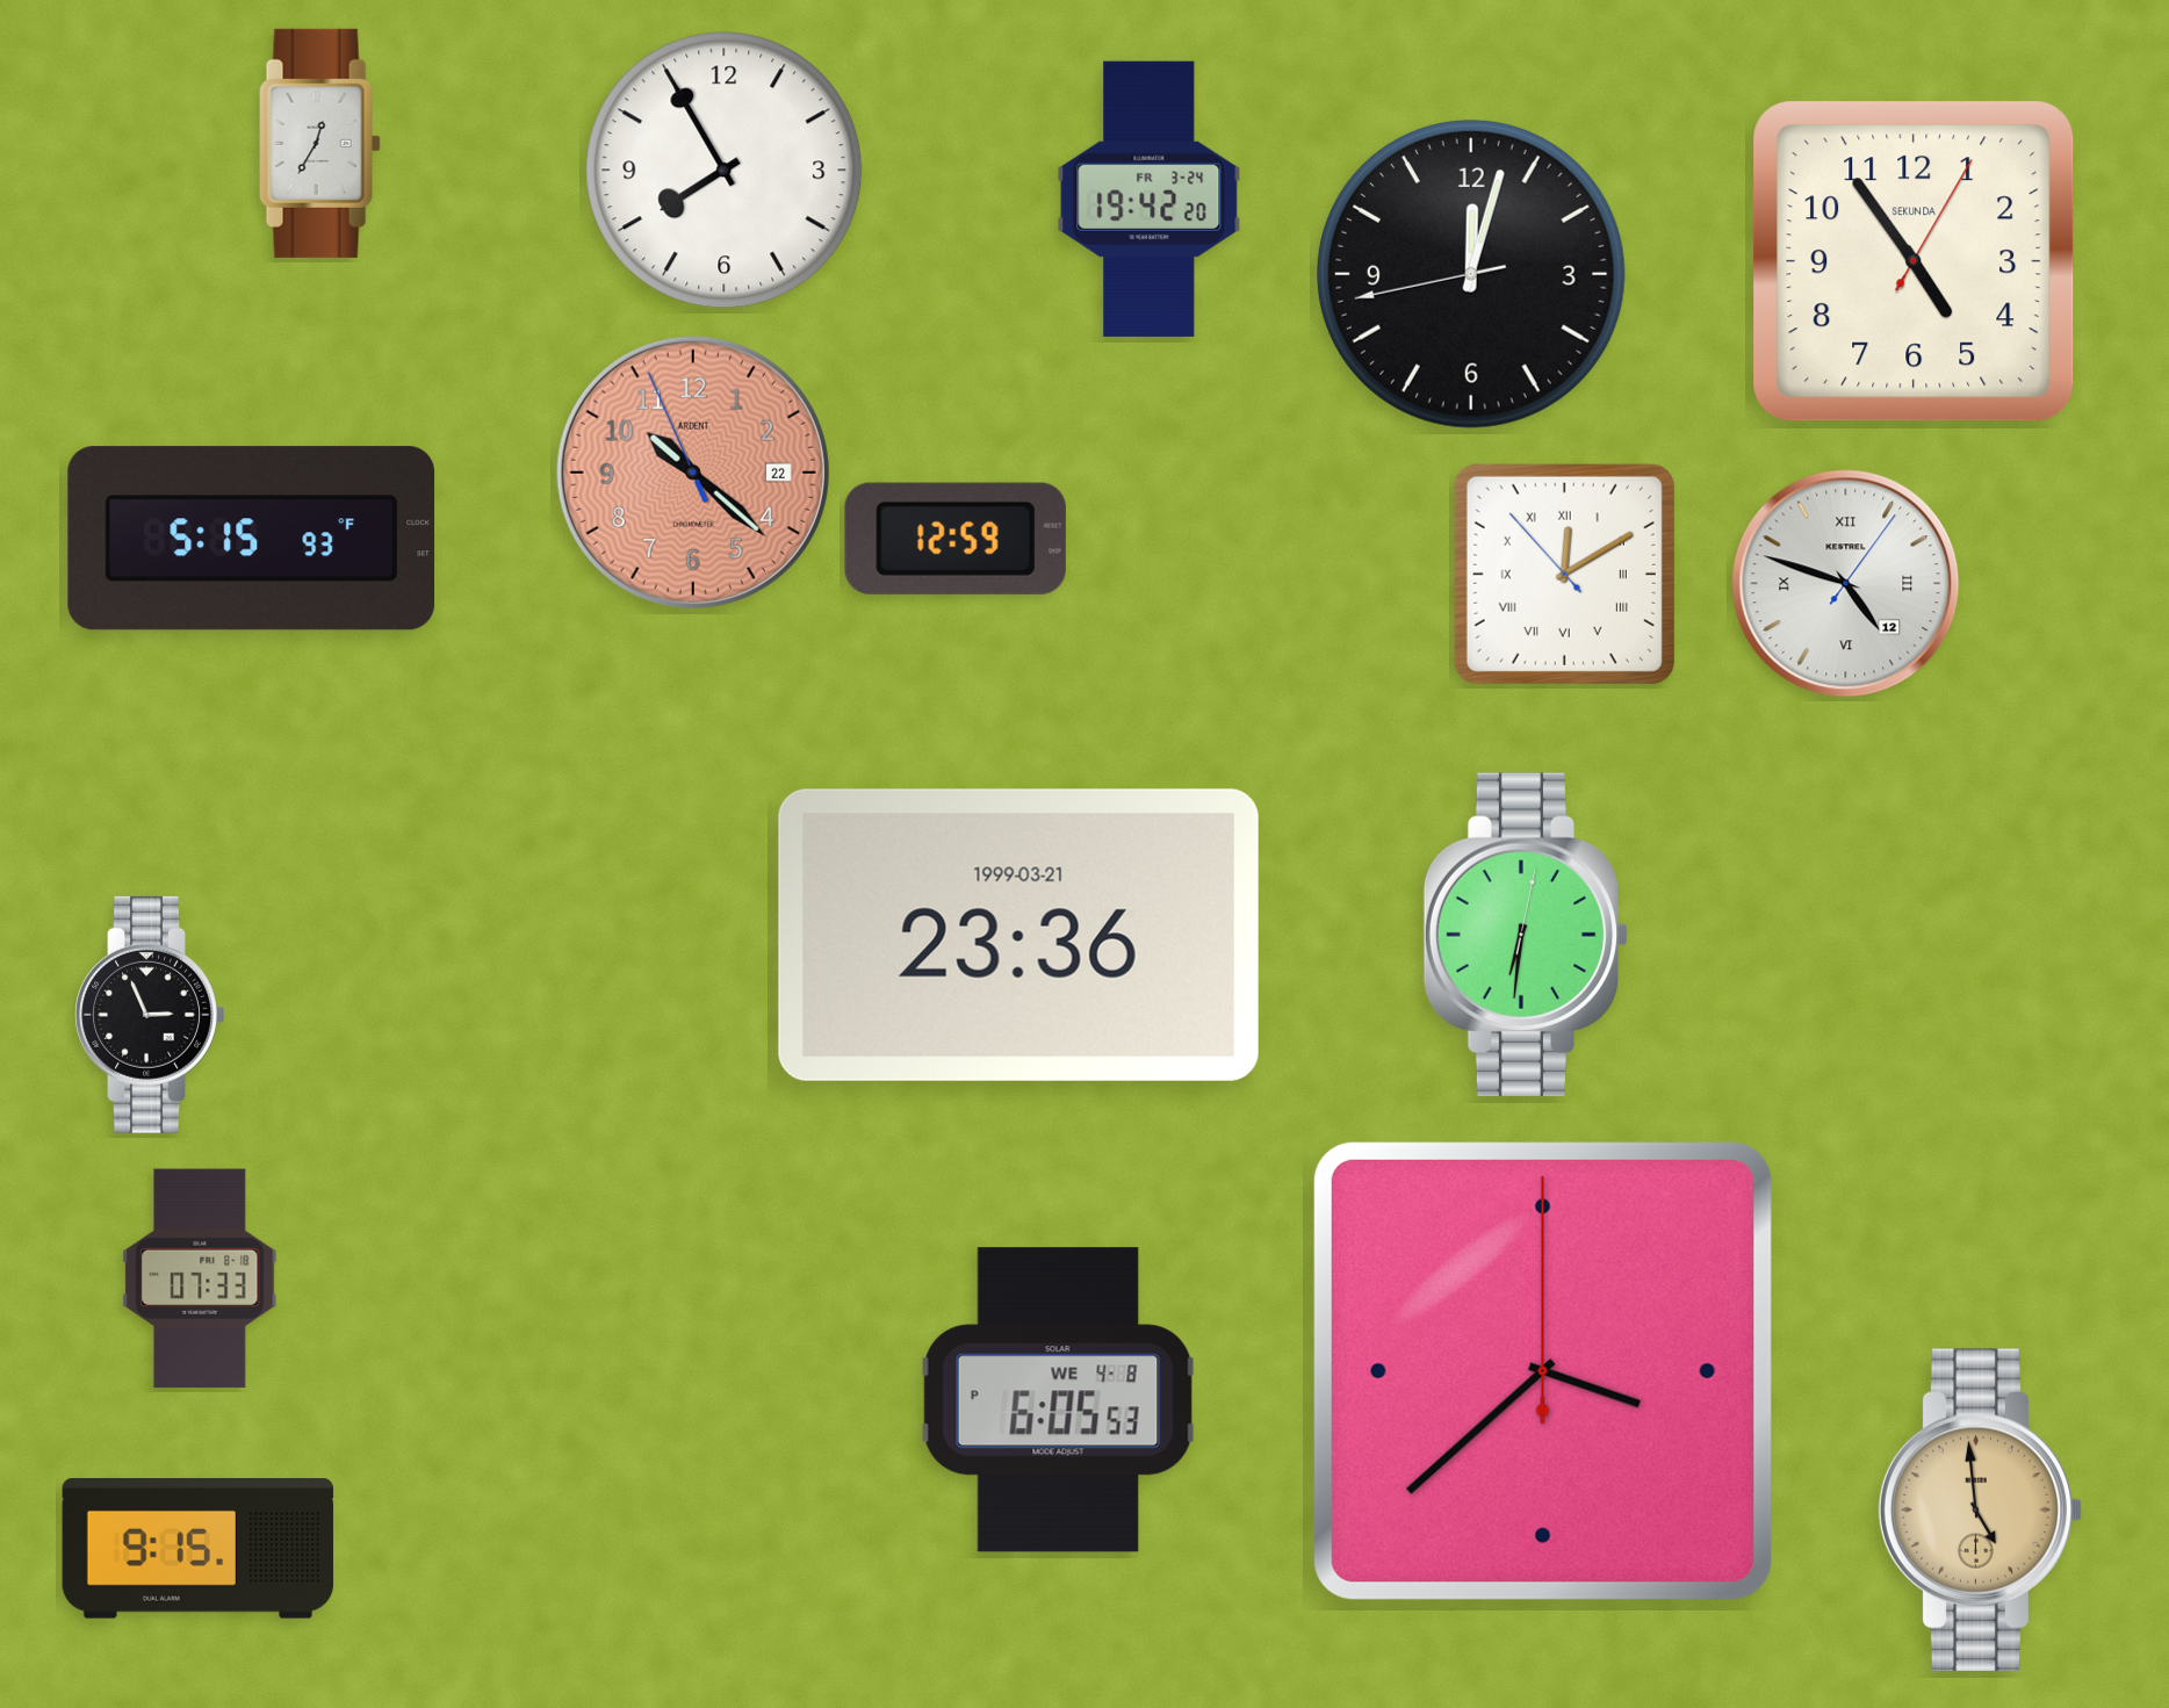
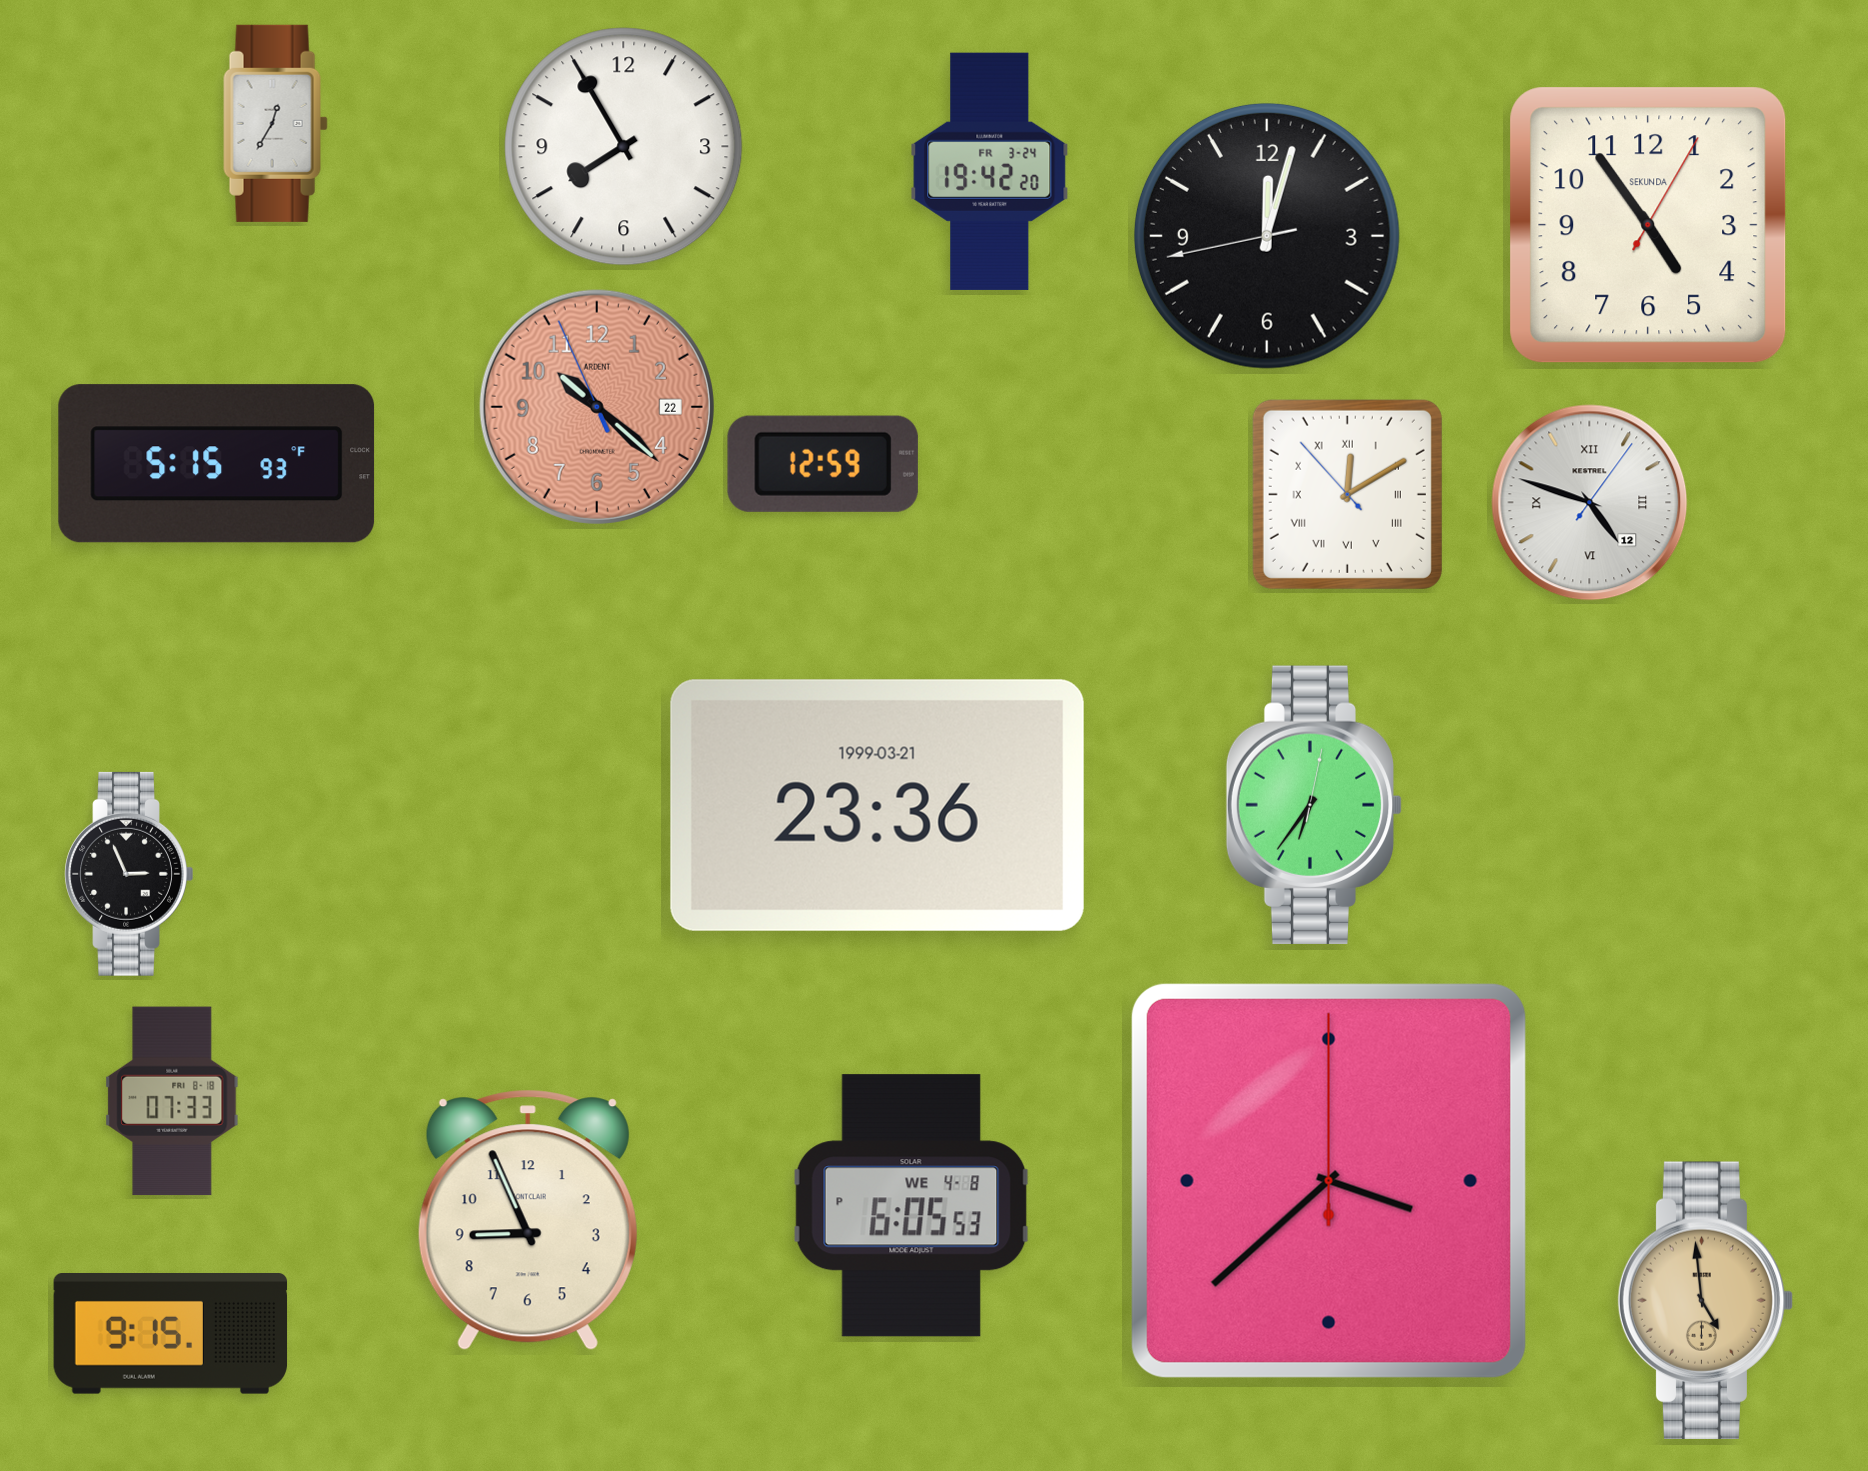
clock at (1526, 935): 6:31 -> 6:36
clock at (528, 1220): none -> 8:56
